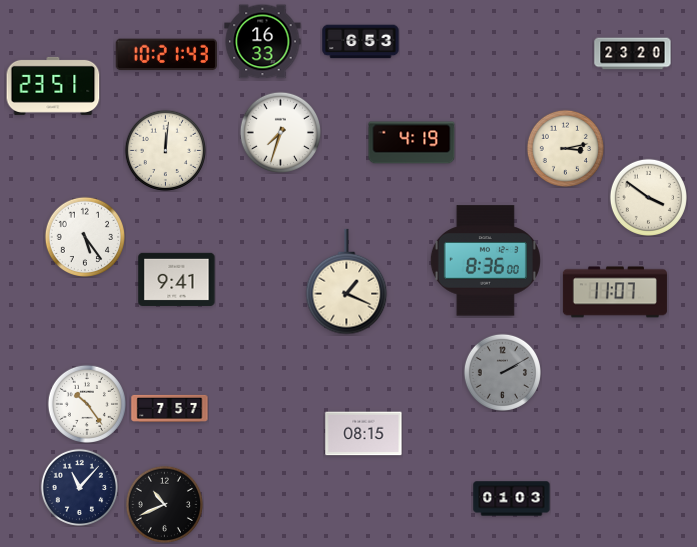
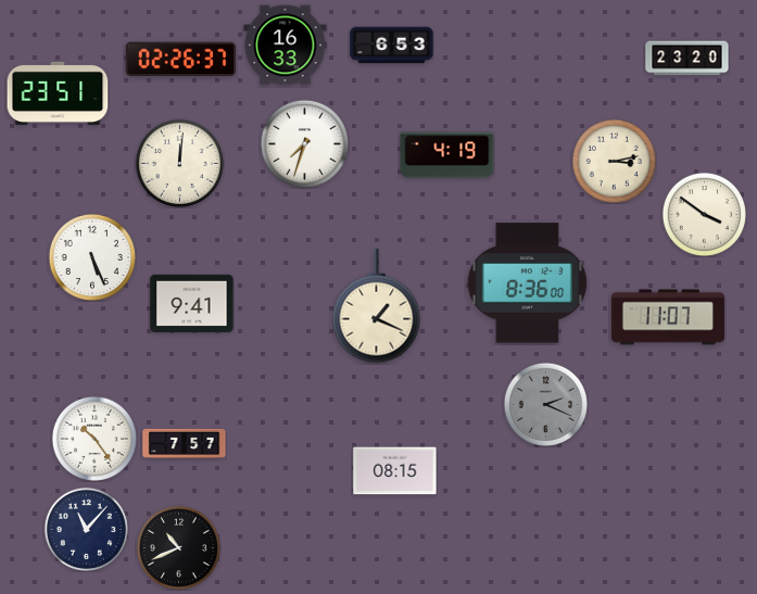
clock at (166, 55): 10:21 -> 02:26
clock at (84, 236): 5:24 -> 5:26
clock at (502, 372): 2:10 -> 2:19
clock at (512, 499): 01:03 -> none
